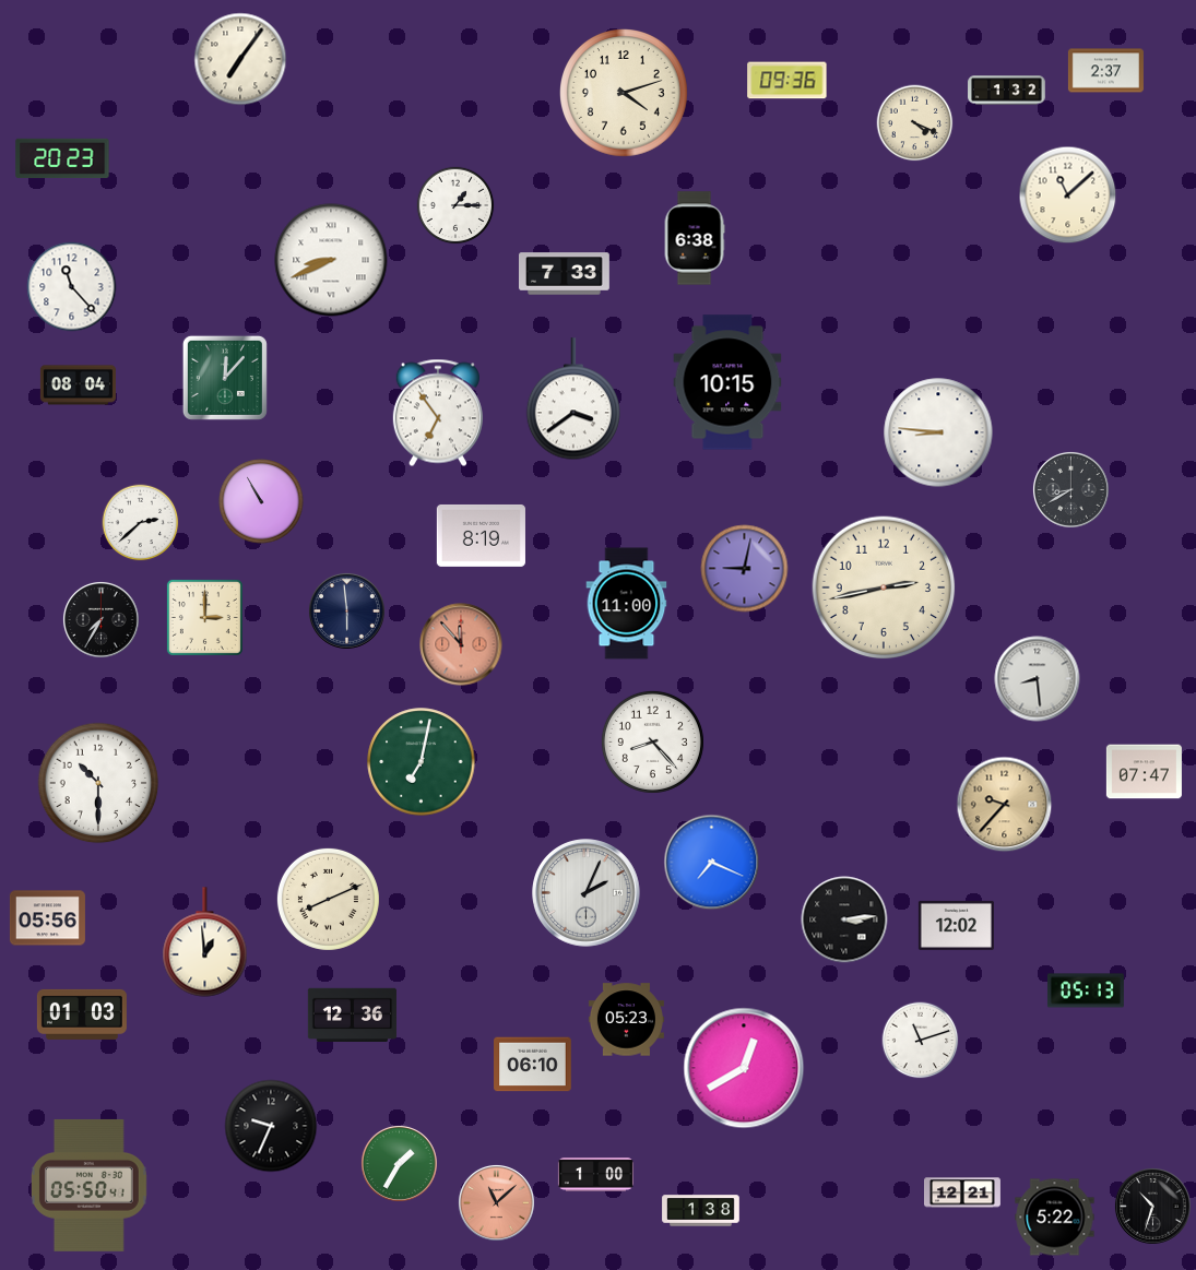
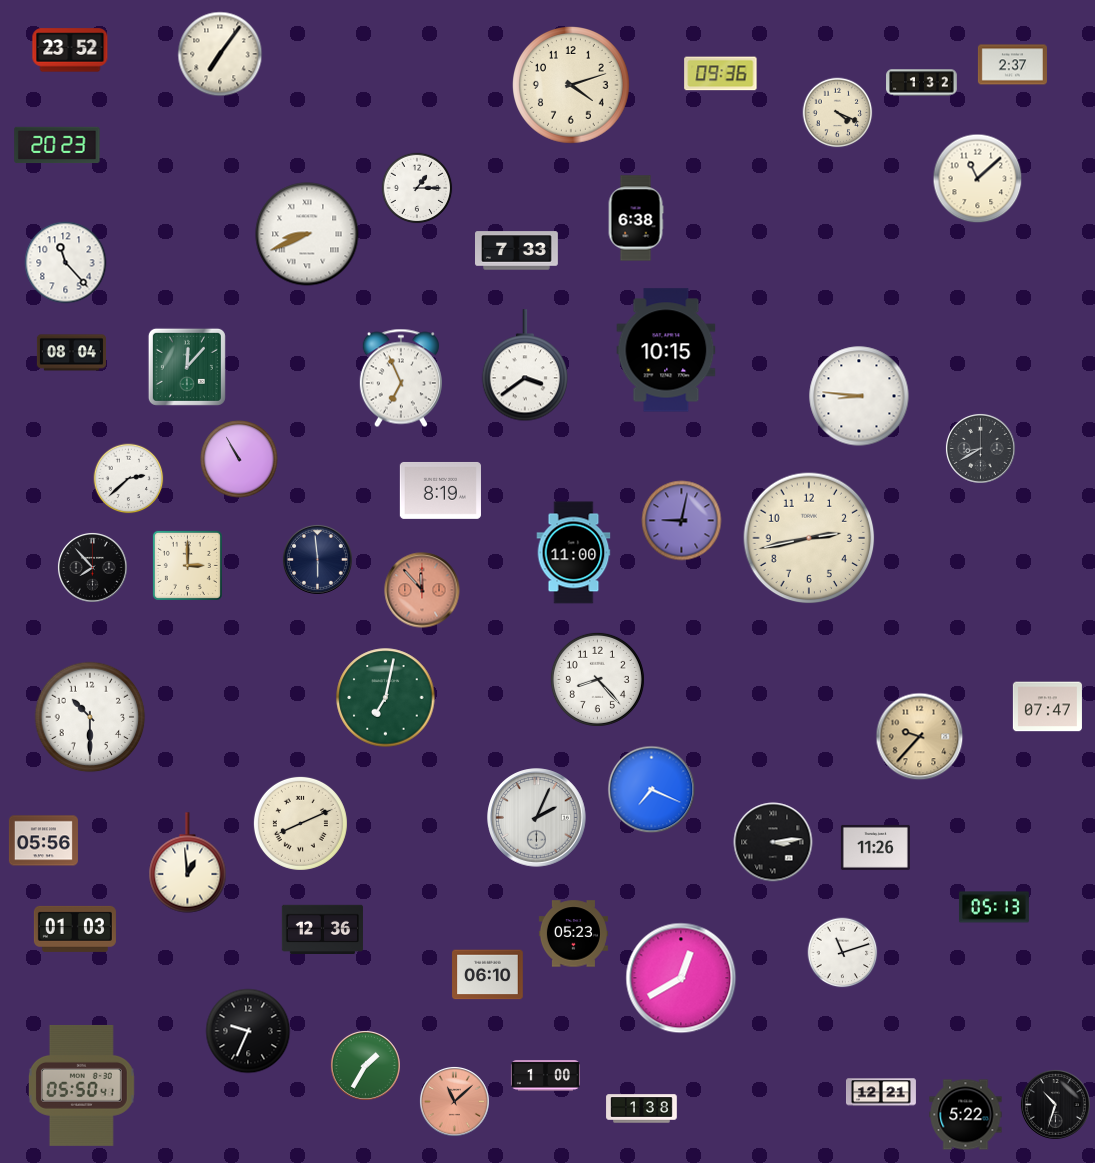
clock at (70, 50): none -> 23:52
clock at (331, 260) position: (331, 260) -> (307, 234)
clock at (225, 378) position: (225, 378) -> (187, 367)
clock at (438, 413): 6:54 -> 6:56
clock at (100, 619): 7:35 -> 7:53
clock at (1038, 679): 8:29 -> none
clock at (956, 925): 12:02 -> 11:26
